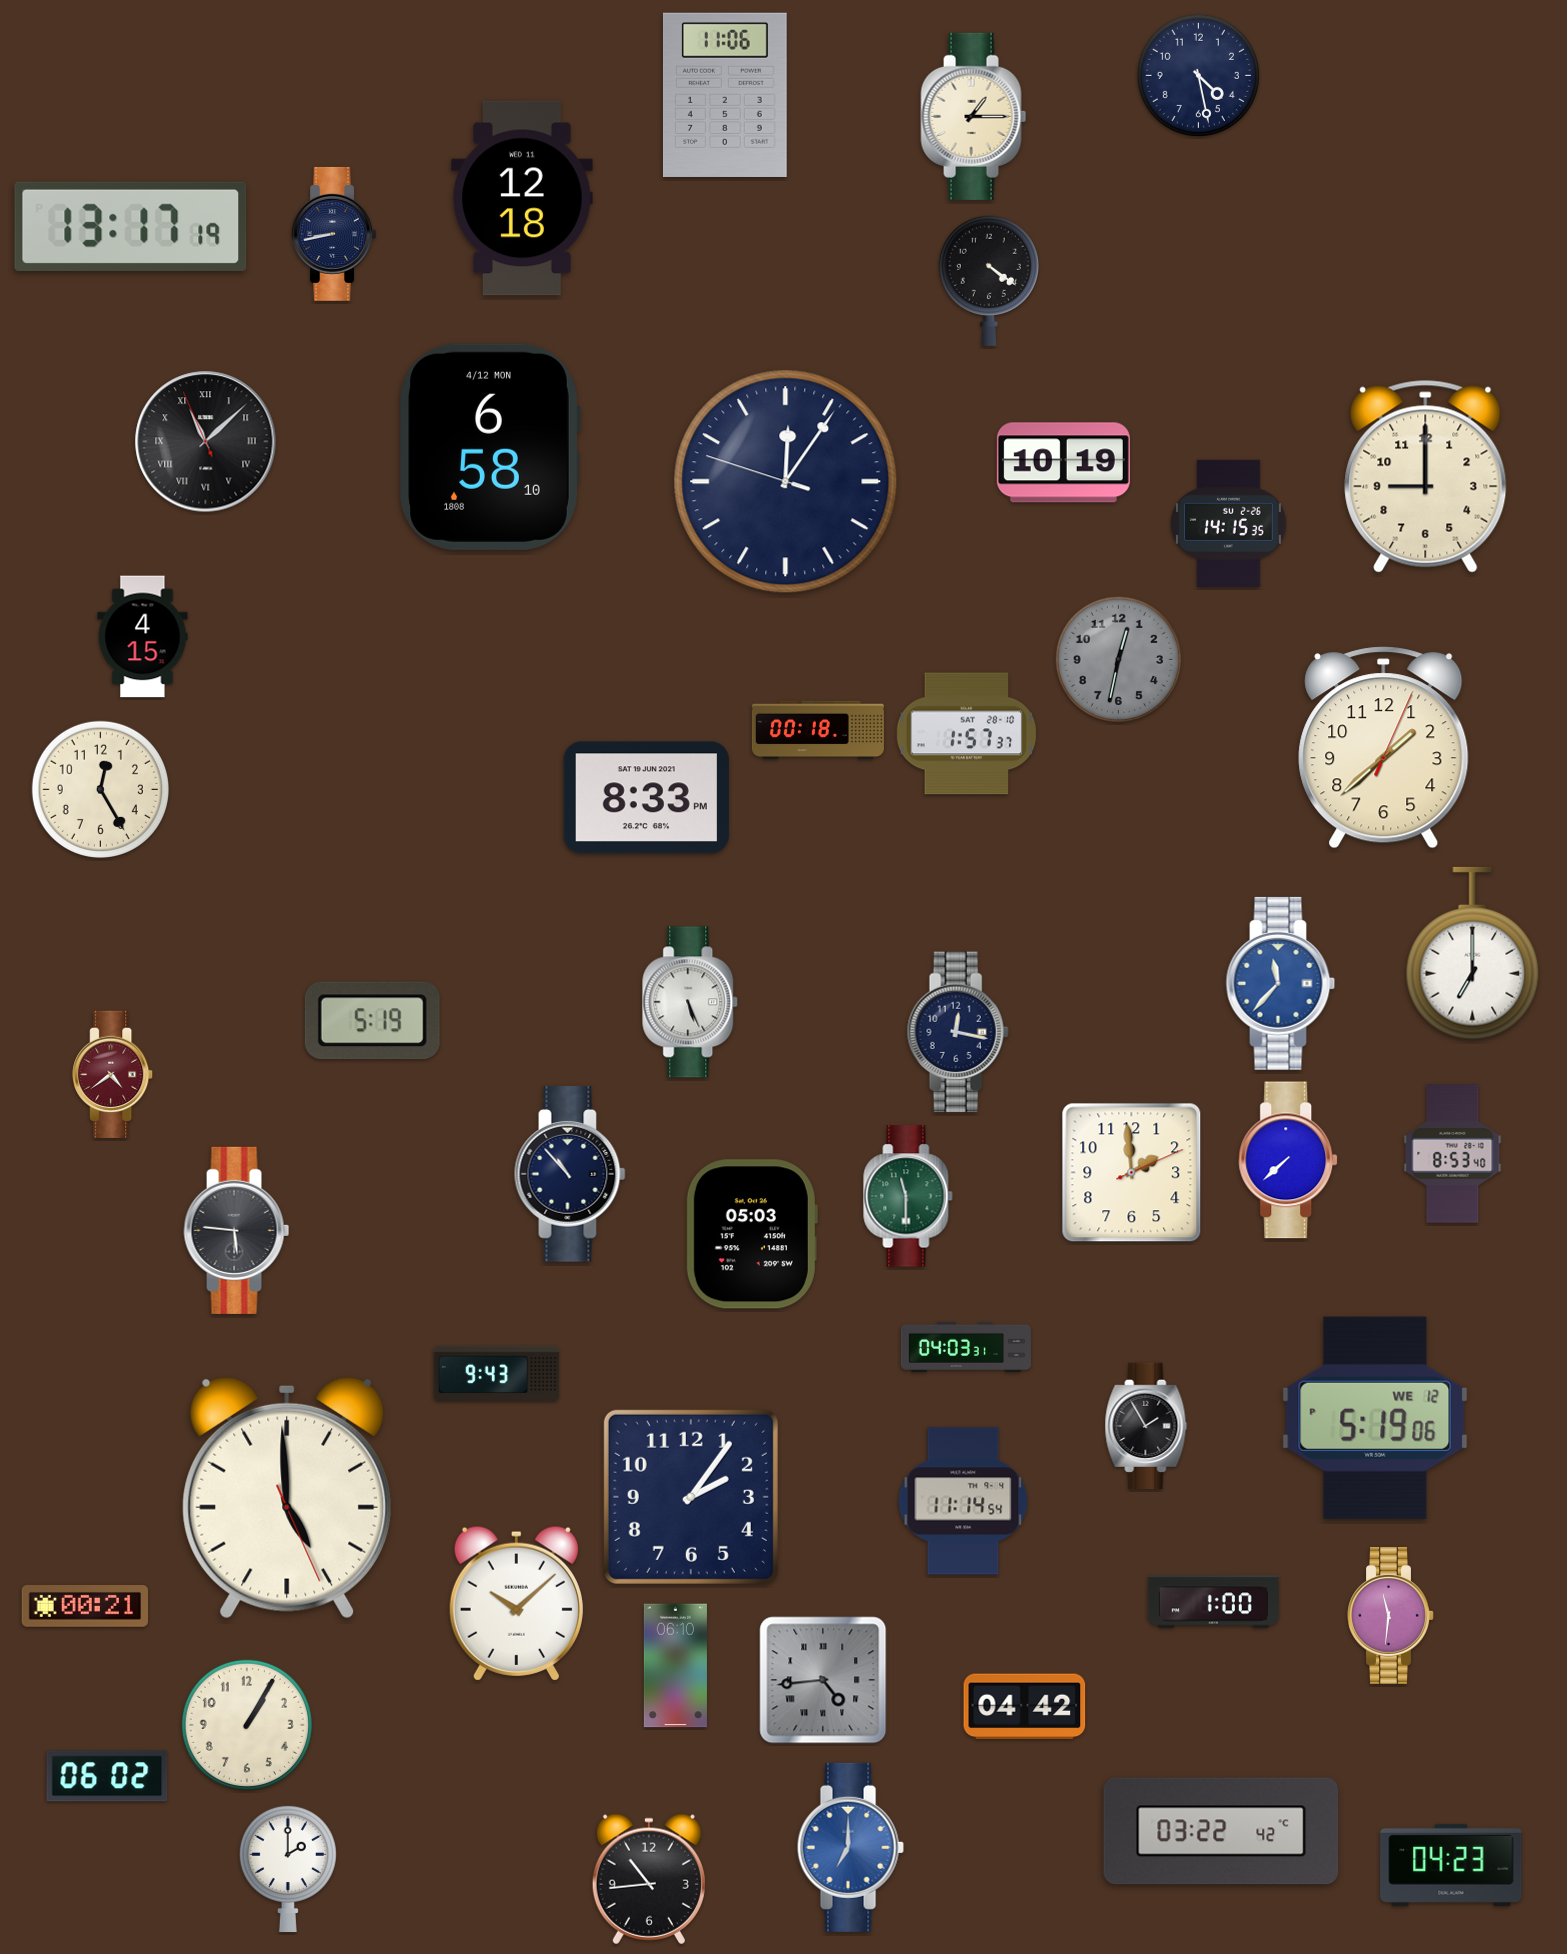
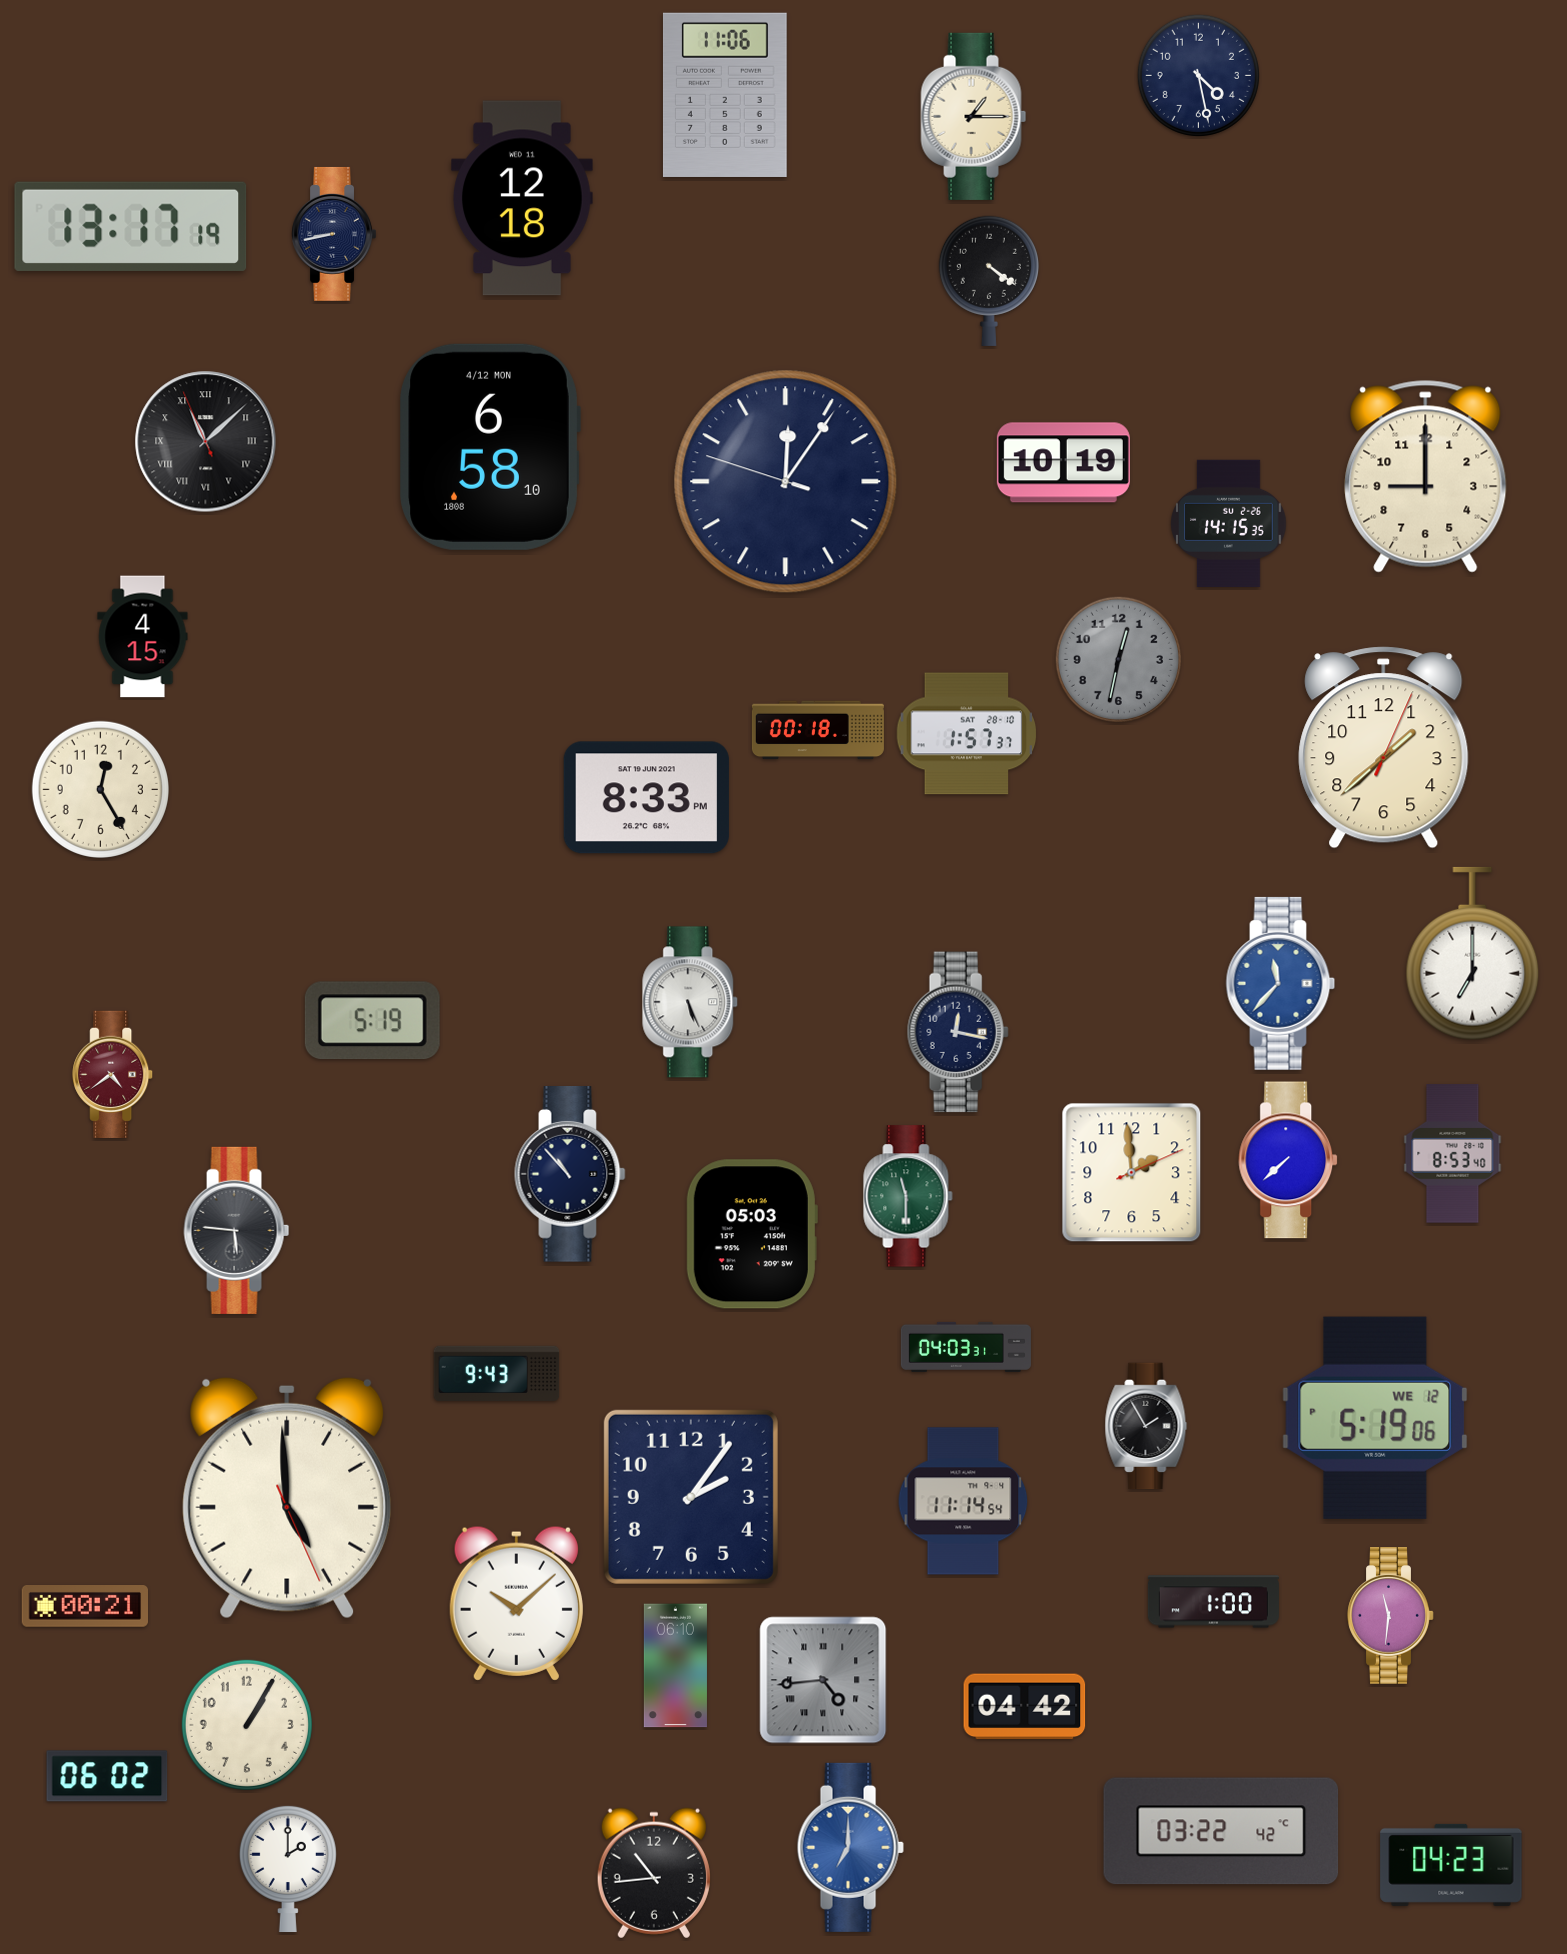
clock at (649, 1879) position: (649, 1879) -> (654, 1873)
